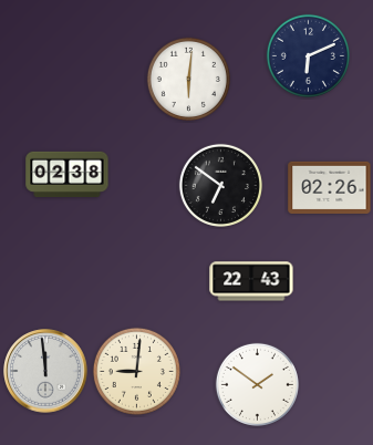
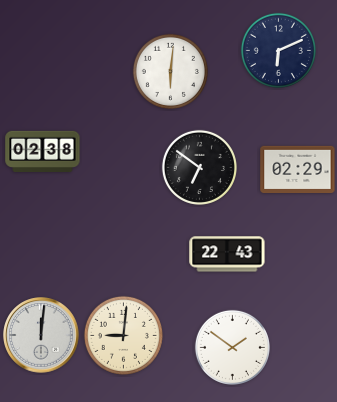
clock at (68, 174) position: (68, 174) -> (43, 151)
clock at (330, 187): 02:26 -> 02:29
clock at (45, 371): 11:59 -> 12:01
